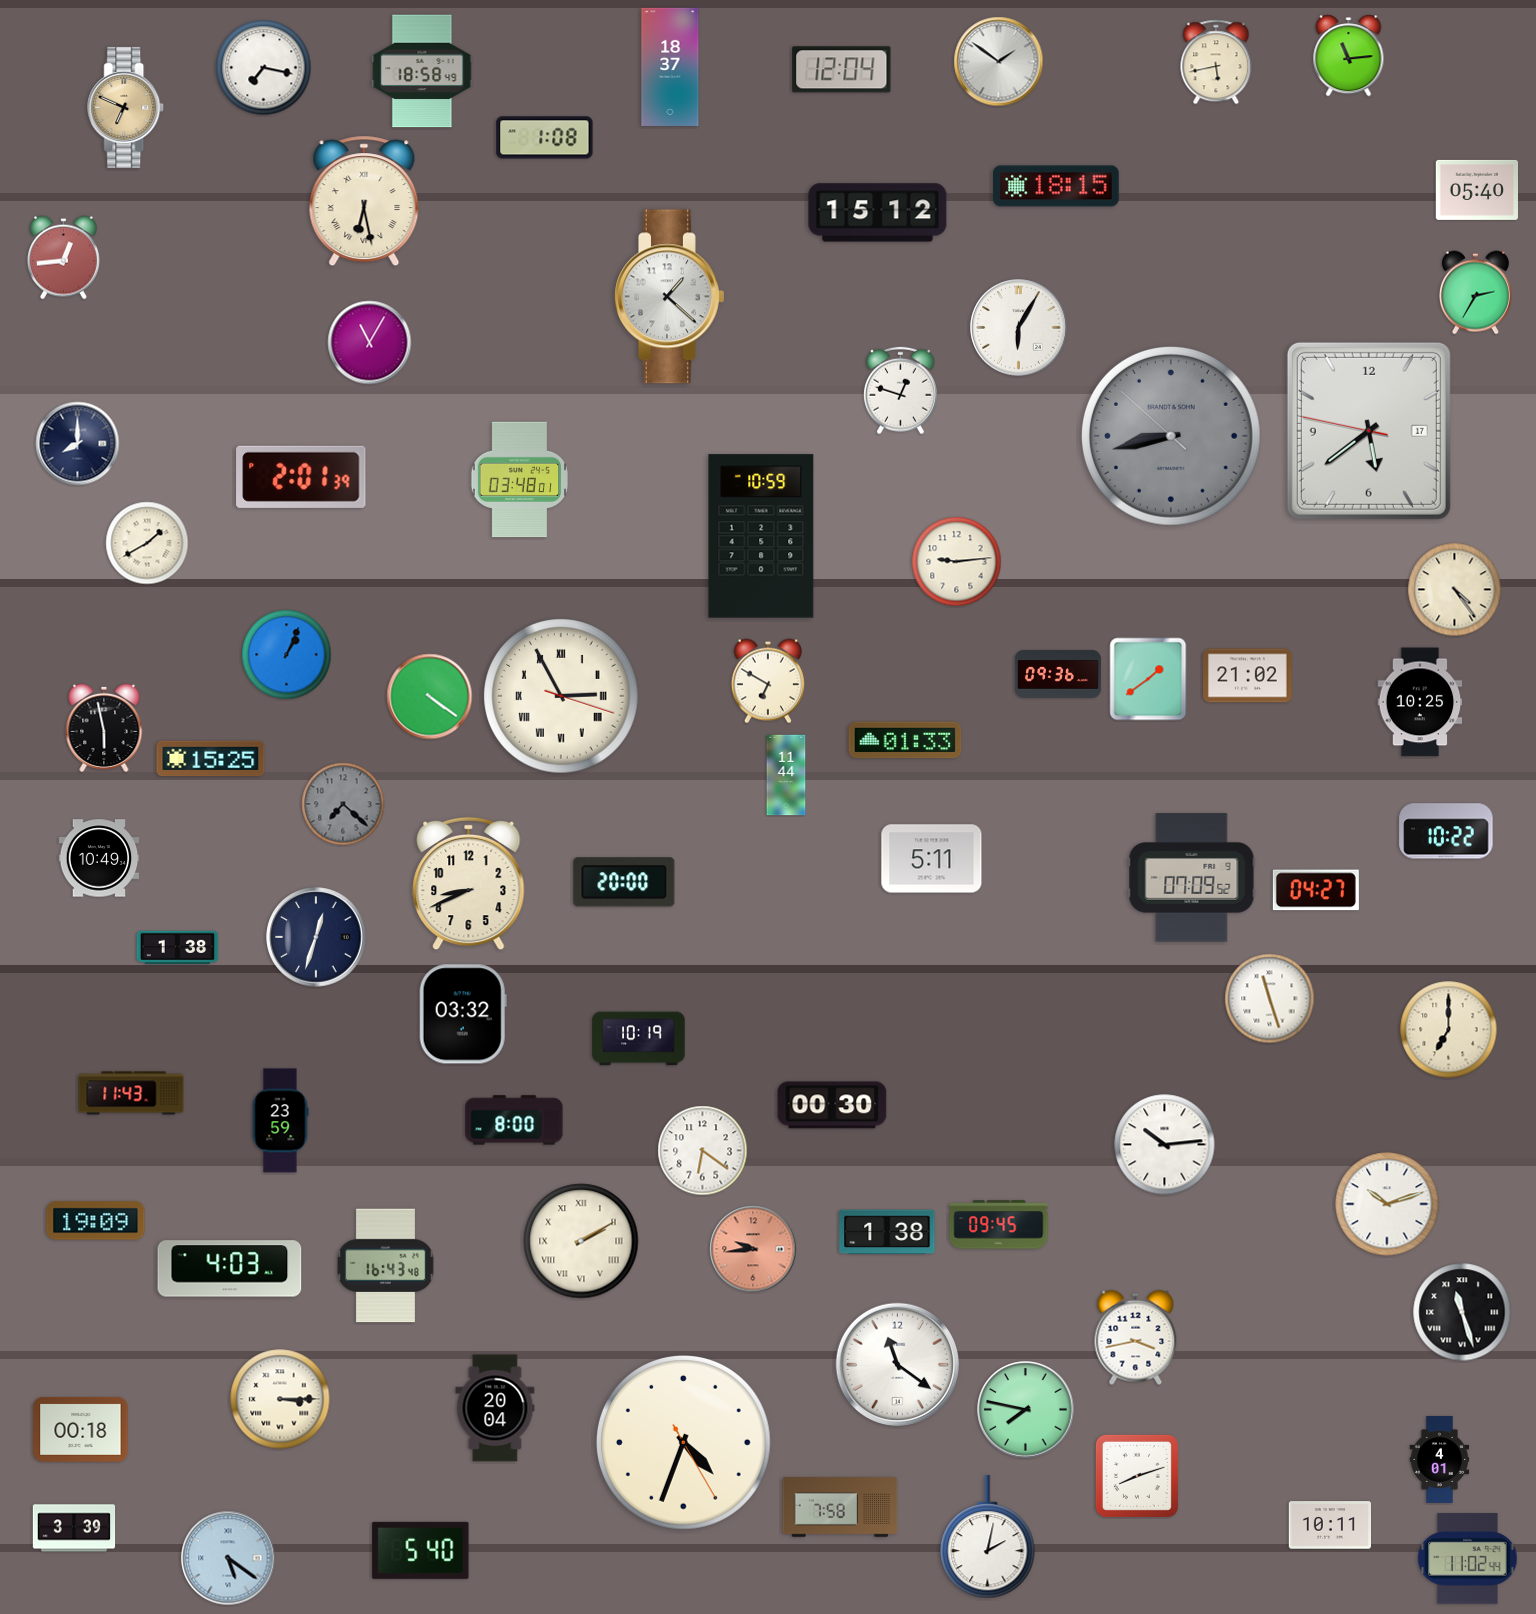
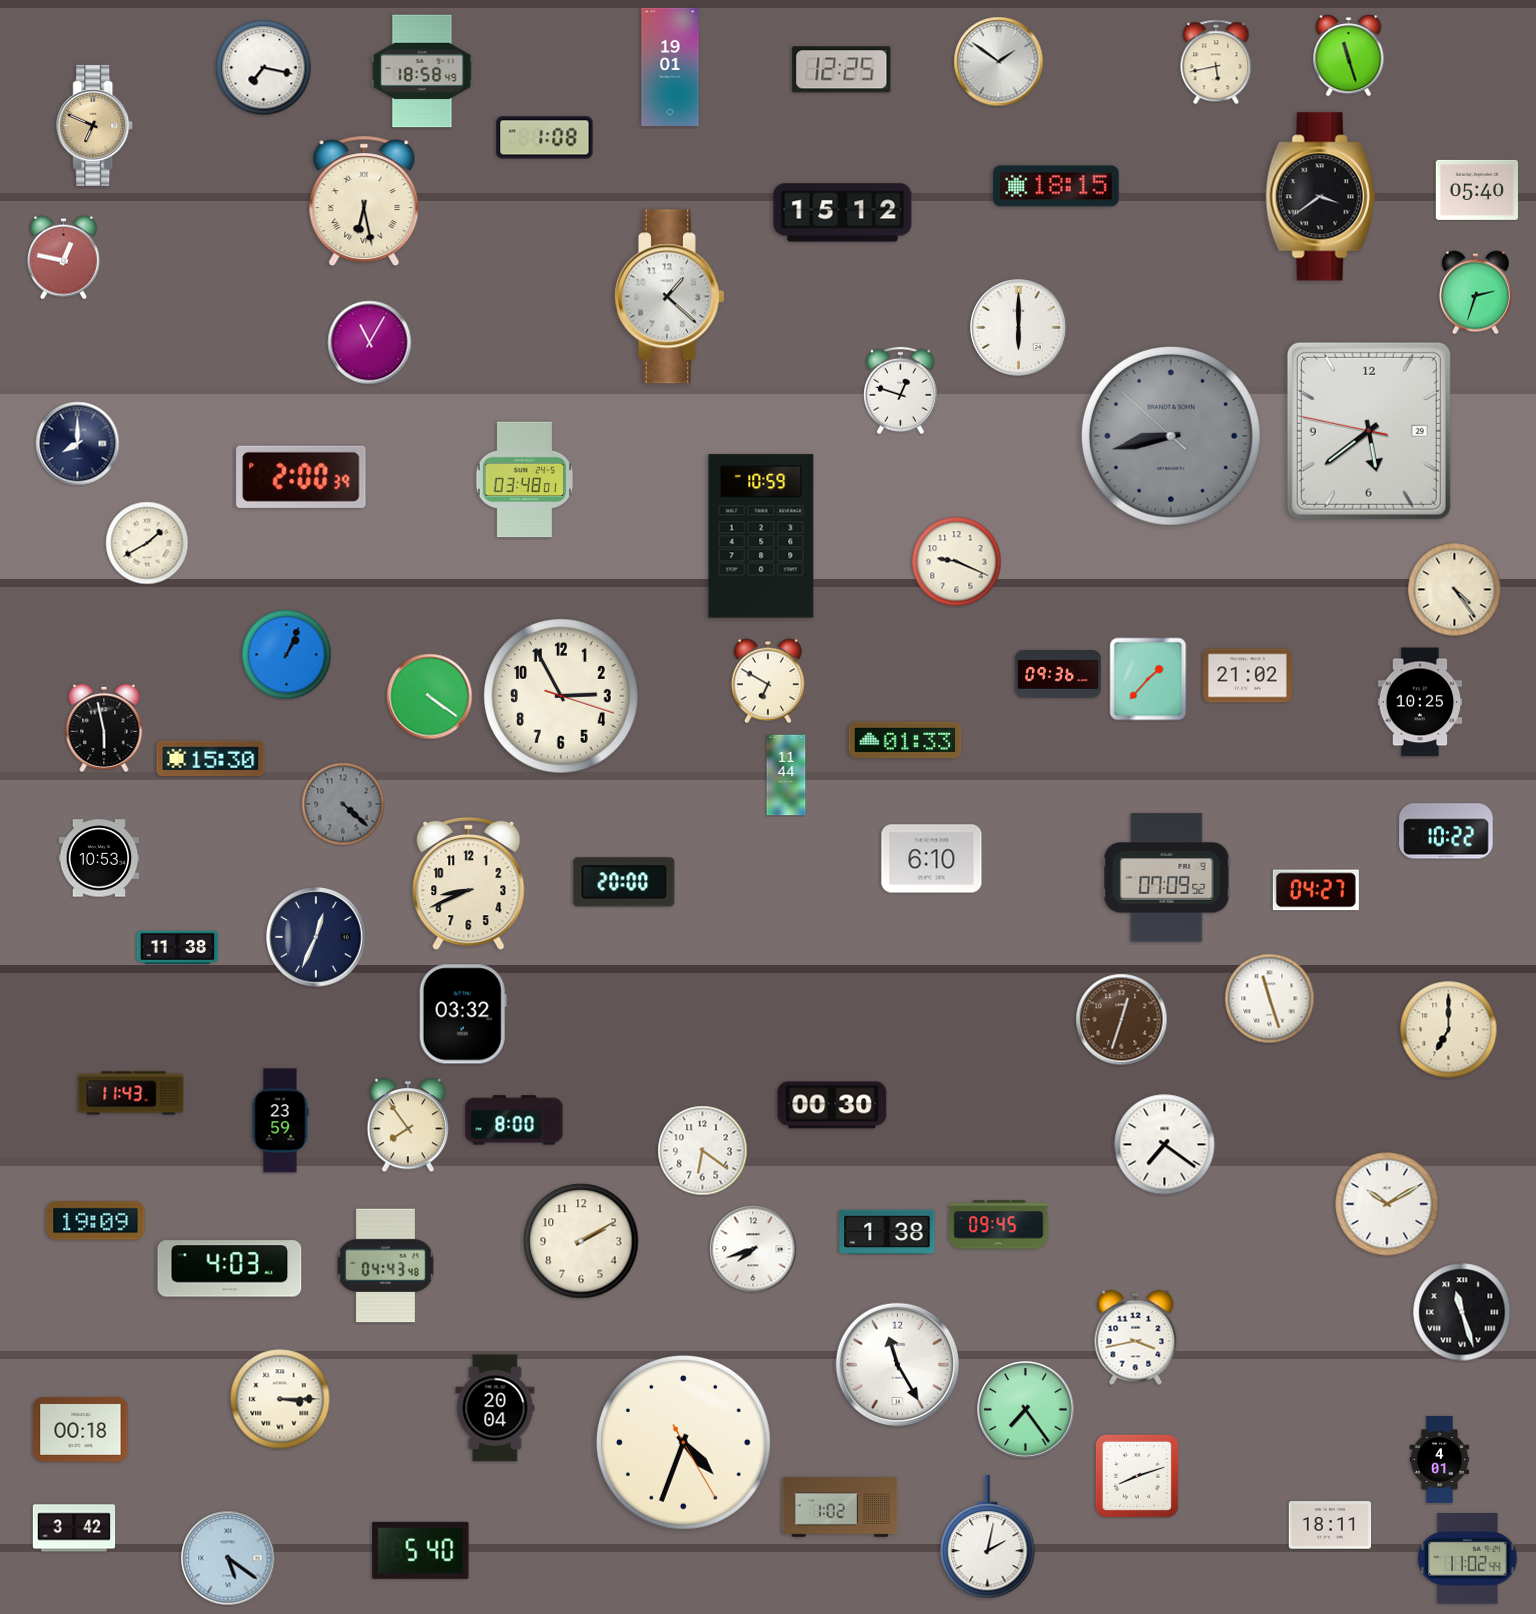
clock at (1349, 56): 11:14 -> 11:27
clock at (670, 67): 18:37 -> 19:01
clock at (842, 70): 12:04 -> 12:25
clock at (126, 107) position: (126, 107) -> (95, 125)
clock at (1321, 197): none -> 3:39
clock at (878, 213) position: (878, 213) -> (843, 213)
clock at (63, 258): 12:44 -> 12:47
clock at (1475, 293): 2:35 -> 2:33
clock at (1019, 328): 6:05 -> 6:00
clock at (1369, 431) date: 17 -> 29
clock at (301, 477): 2:01 -> 2:00
clock at (520, 480) position: (520, 480) -> (525, 480)
clock at (957, 562): 9:14 -> 9:19
clock at (1148, 679): 1:39 -> 1:37
clock at (561, 696) numerals: Roman -> Arabic
clock at (211, 759): 15:25 -> 15:30
clock at (343, 804): 7:22 -> 4:22
clock at (99, 858): 10:49 -> 10:53
clock at (932, 859): 5:11 -> 6:10
clock at (1192, 878) position: (1192, 878) -> (1167, 878)
clock at (316, 937): 12:33 -> 12:34
clock at (178, 948): 1:38 -> 11:38
clock at (1122, 1020): none -> 12:33
clock at (639, 1039): 10:19 -> none
clock at (408, 1126): none -> 7:54
clock at (1165, 1145): 10:14 -> 7:21
clock at (1387, 1204): 10:12 -> 10:10
clock at (581, 1241) numerals: Roman -> Arabic
clock at (753, 1249): 9:44 -> 7:42
clock at (753, 1249) dial: salmon -> white
clock at (385, 1266): 16:43 -> 04:43
clock at (897, 1364): 11:21 -> 11:25
clock at (1026, 1410): 7:47 -> 7:24
clock at (840, 1507): 7:58 -> 1:02
clock at (1329, 1525): 10:11 -> 18:11
clock at (74, 1528): 3:39 -> 3:42
